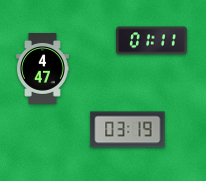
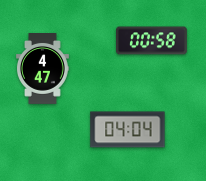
clock at (152, 41): 01:11 -> 00:58
clock at (128, 130): 03:19 -> 04:04
